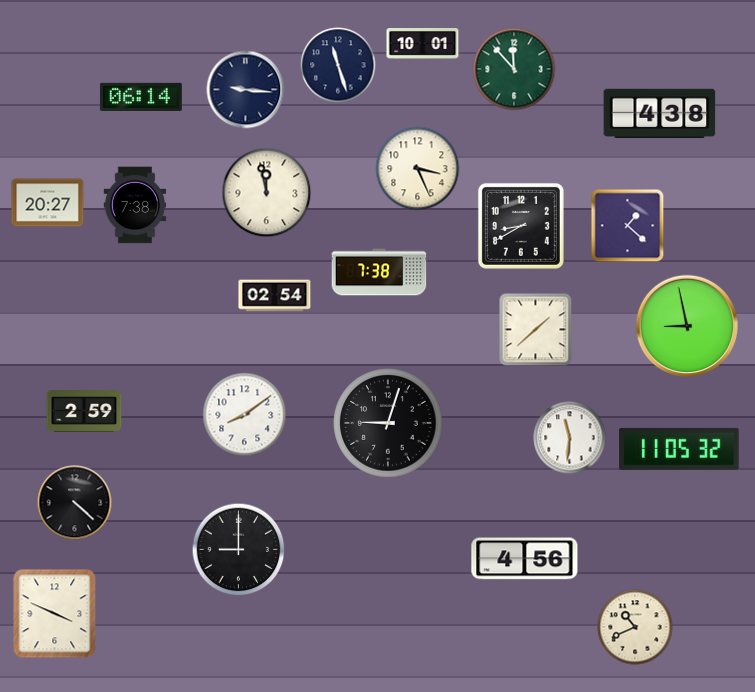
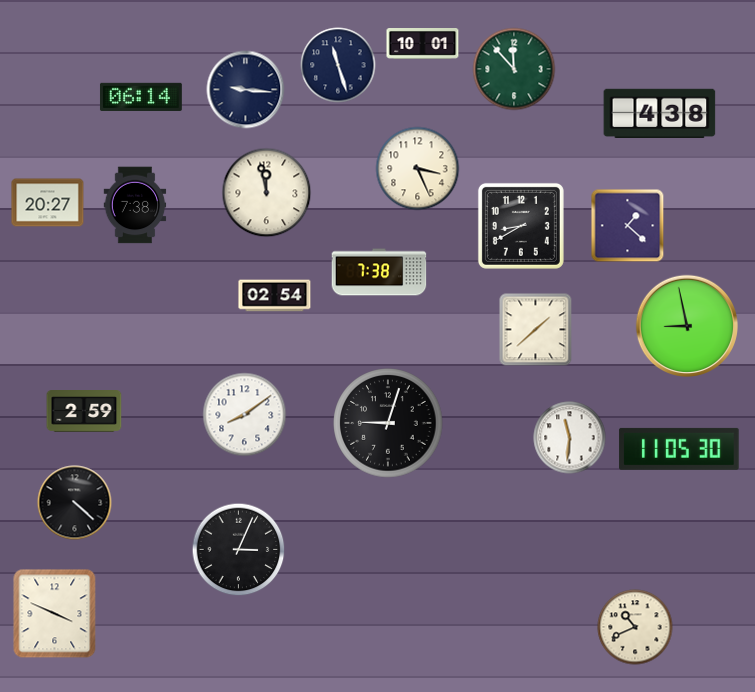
clock at (679, 449): 11:05:32 -> 11:05:30
clock at (239, 550): 9:00 -> 3:04
clock at (525, 559): 4:56 -> none
